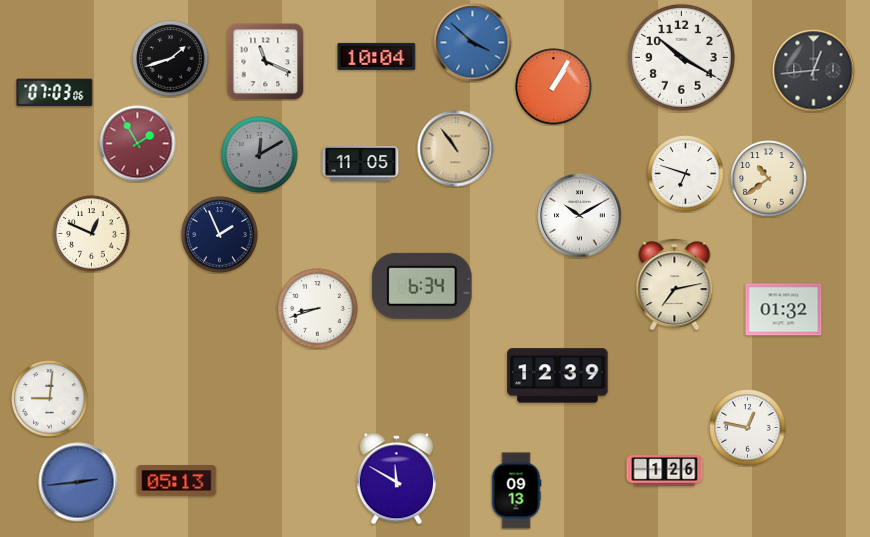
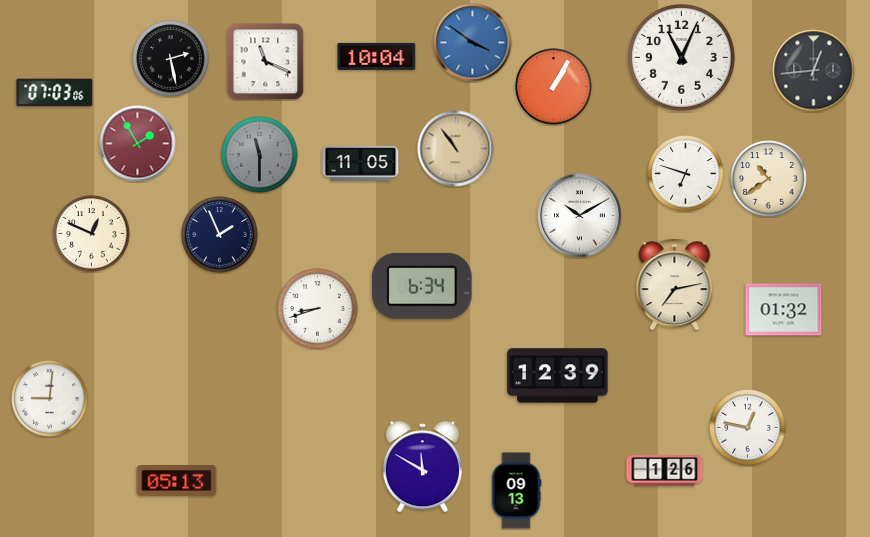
clock at (473, 43): 3:52 -> 3:51
clock at (681, 57): 10:20 -> 11:04
clock at (171, 59): 1:42 -> 2:28
clock at (260, 155): 12:10 -> 11:30
clock at (396, 479) position: (396, 479) -> (422, 467)
clock at (78, 482): 2:44 -> none
